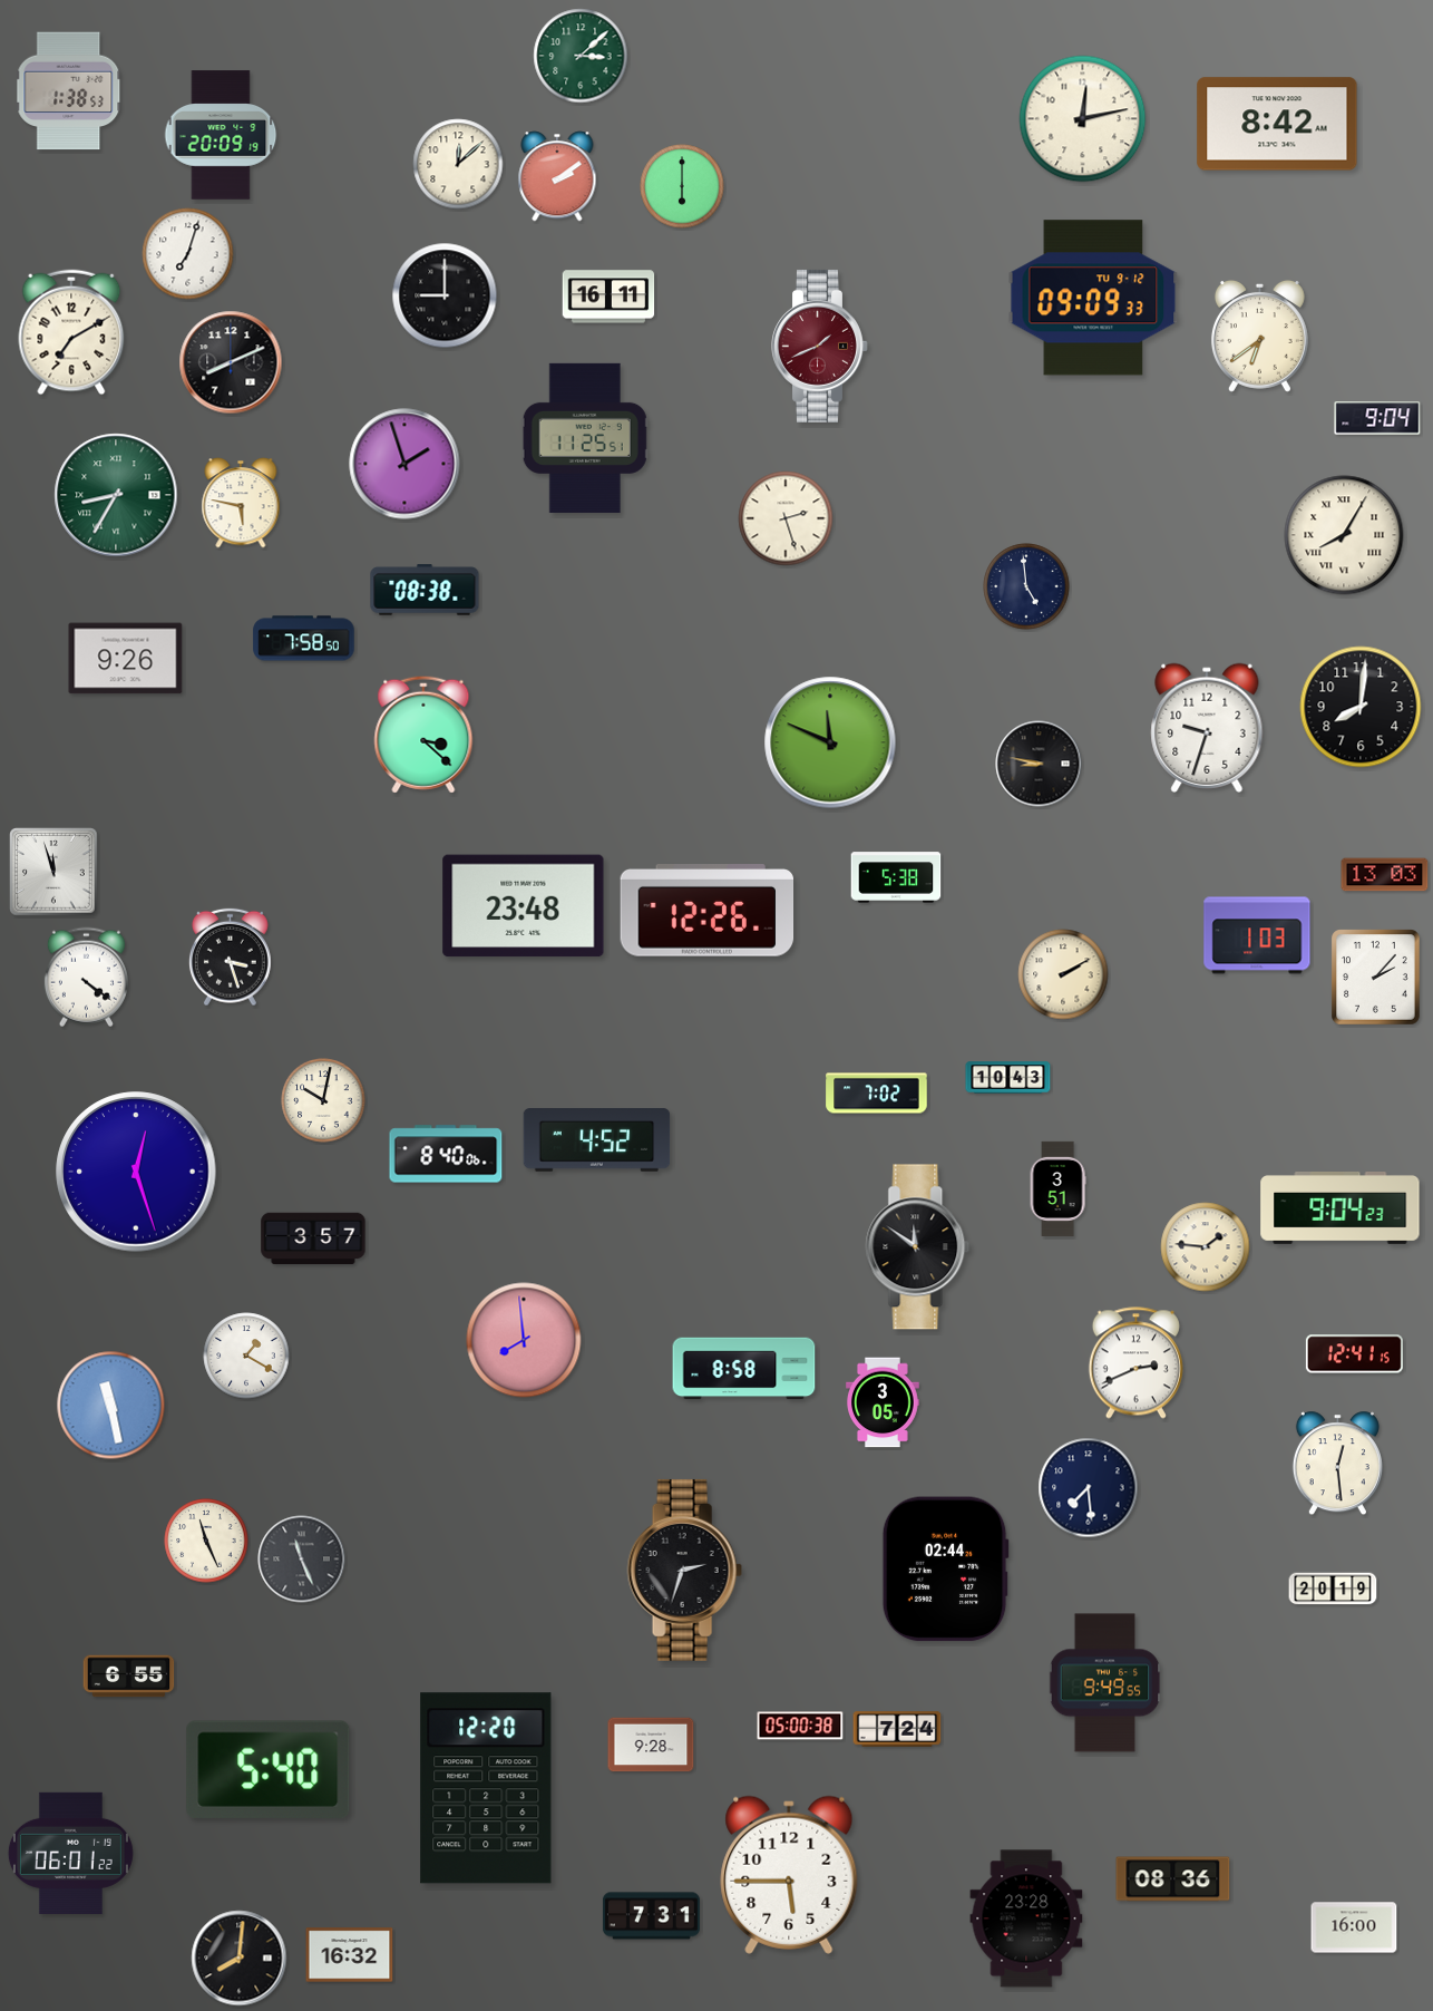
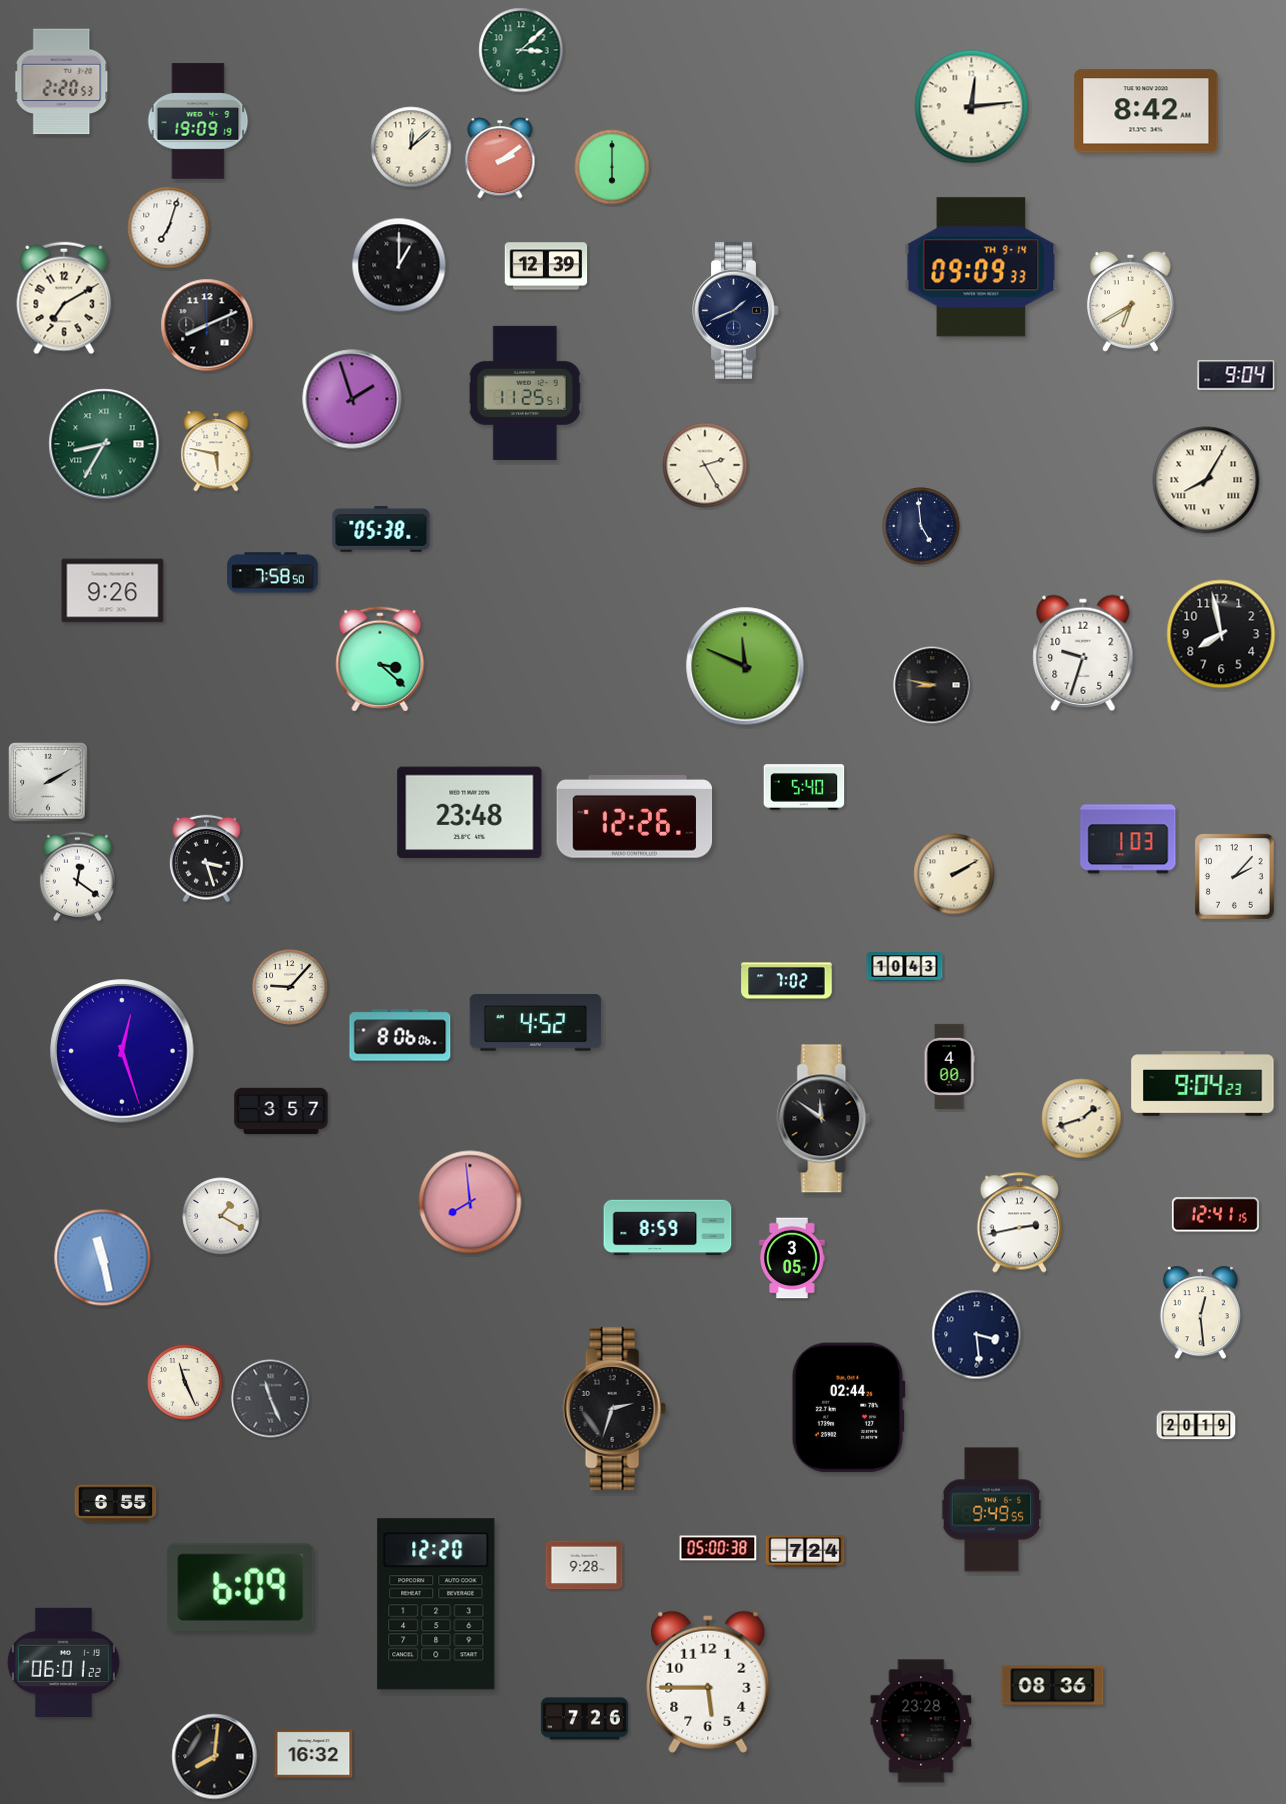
clock at (69, 91): 1:38 -> 2:20
clock at (1083, 119): 12:13 -> 12:14
clock at (221, 135): 20:09 -> 19:09
clock at (445, 295): 9:00 -> 1:00
clock at (608, 297): 16:11 -> 12:39
clock at (1093, 298) date: TU 9-12 -> TH 9-14
clock at (1259, 337): 6:39 -> 6:40
clock at (820, 346) dial: burgundy -> navy
clock at (404, 464) position: (404, 464) -> (352, 399)
clock at (786, 518): 2:27 -> 2:25
clock at (425, 590): 08:38 -> 05:38
clock at (1361, 707): 8:01 -> 7:58
clock at (53, 872): 11:57 -> 2:10
clock at (1385, 875): 13:03 -> none
clock at (896, 877): 5:38 -> 5:40
clock at (86, 978): 4:21 -> 12:21
clock at (323, 1100): 10:02 -> 9:07
clock at (446, 1154): 8:40 -> 8:06
clock at (1057, 1188): 3:51 -> 4:00
clock at (1206, 1247): 1:46 -> 1:42
clock at (1135, 1363): 2:41 -> 2:43
clock at (744, 1369): 8:58 -> 8:59
clock at (111, 1406) position: (111, 1406) -> (103, 1258)
clock at (1089, 1488): 7:29 -> 3:29
clock at (269, 1769): 5:40 -> 6:09
clock at (651, 1916): 7:31 -> 7:26
clock at (1354, 1927): 16:00 -> none
